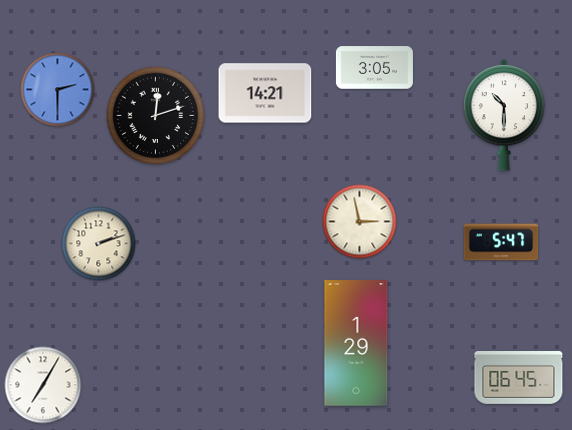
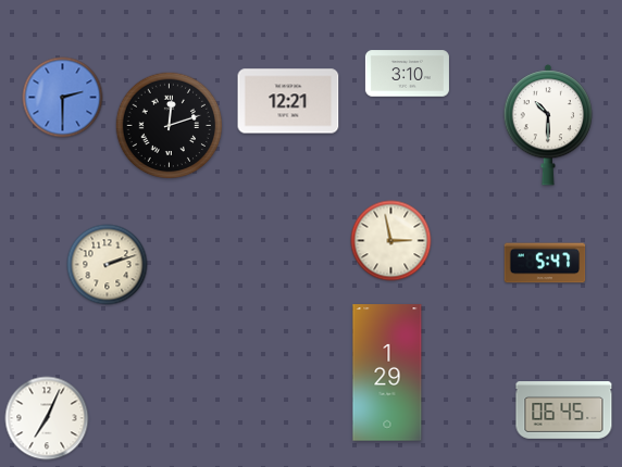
clock at (374, 68): 3:05 -> 3:10
clock at (265, 93): 14:21 -> 12:21
clock at (43, 385): 7:05 -> 7:04
